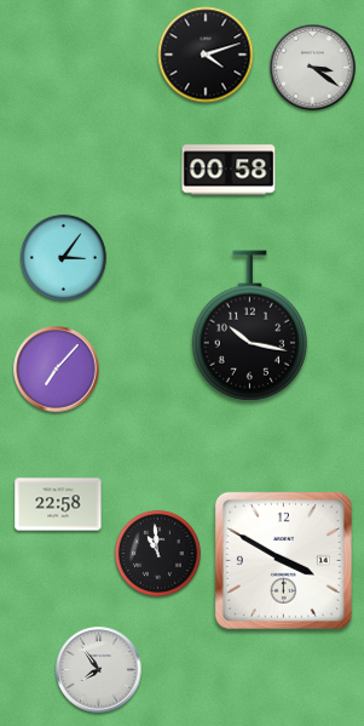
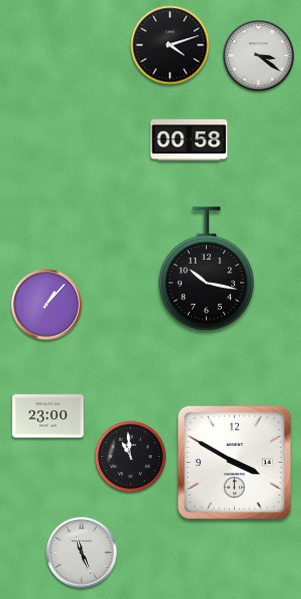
clock at (63, 257): 3:06 -> none
clock at (57, 370): 7:07 -> 1:07
clock at (58, 504): 22:58 -> 23:00
clock at (99, 670): 7:54 -> 11:26
